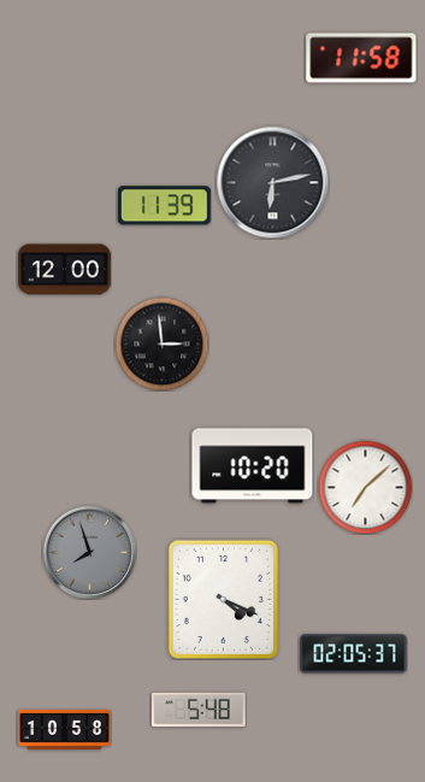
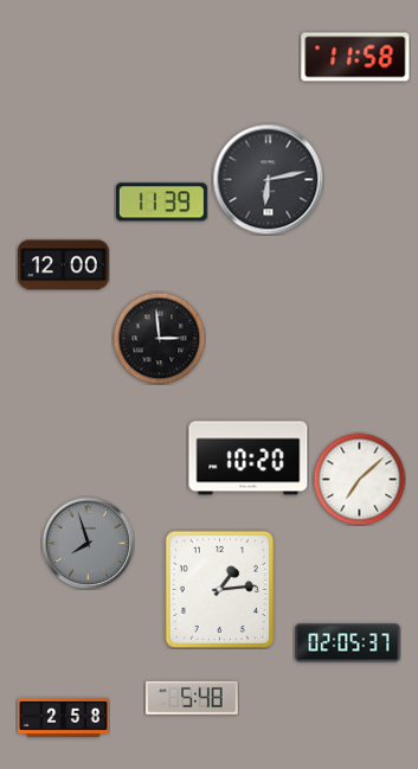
clock at (223, 599): 4:19 -> 1:14
clock at (199, 710) position: (199, 710) -> (192, 698)
clock at (65, 729): 10:58 -> 2:58
